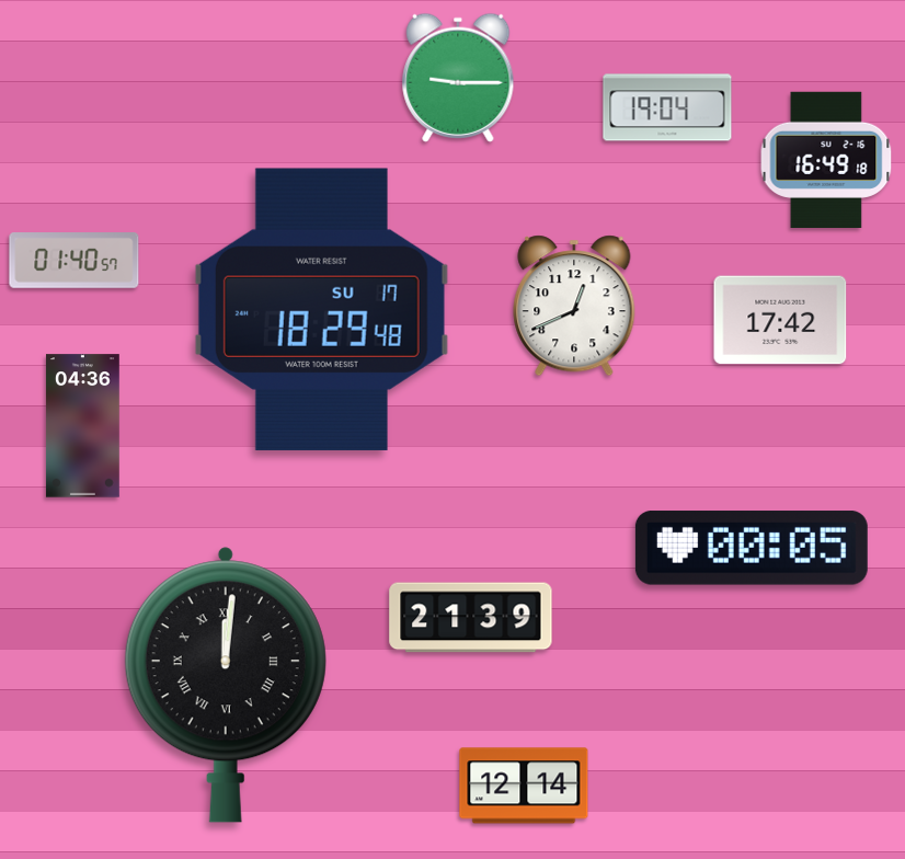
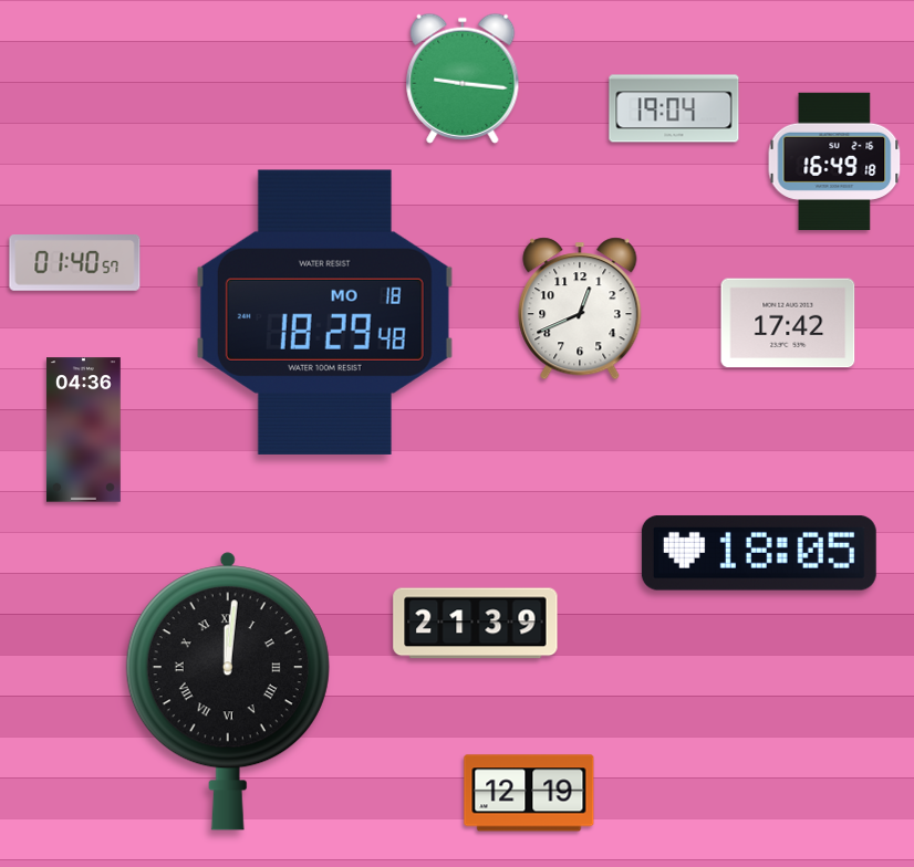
clock at (458, 78): 9:15 -> 9:16
clock at (321, 309) date: SU 17 -> MO 18
clock at (752, 548): 00:05 -> 18:05
clock at (524, 786): 12:14 -> 12:19
